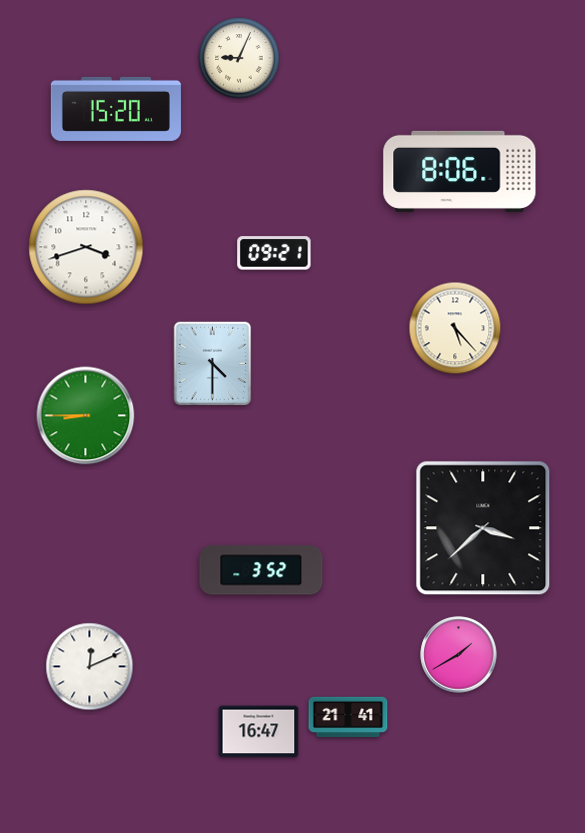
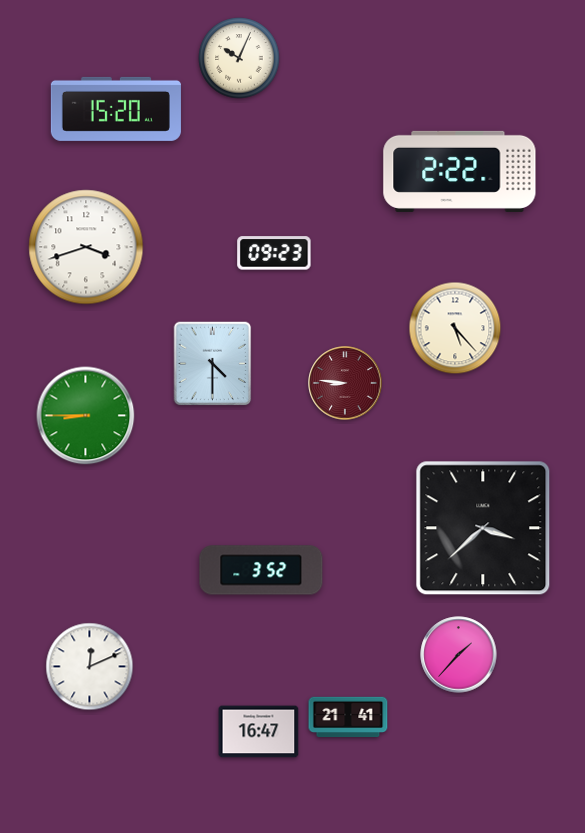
clock at (239, 58): 9:04 -> 10:04
clock at (460, 171): 8:06 -> 2:22
clock at (274, 253): 09:21 -> 09:23
clock at (345, 383): none -> 8:46
clock at (459, 655): 1:40 -> 1:37
